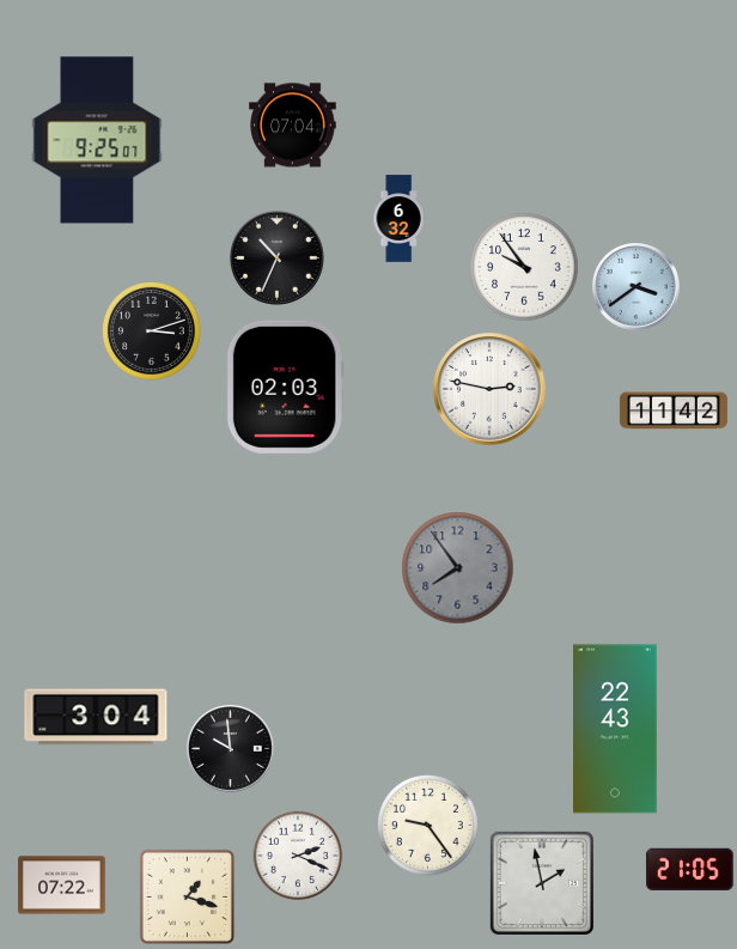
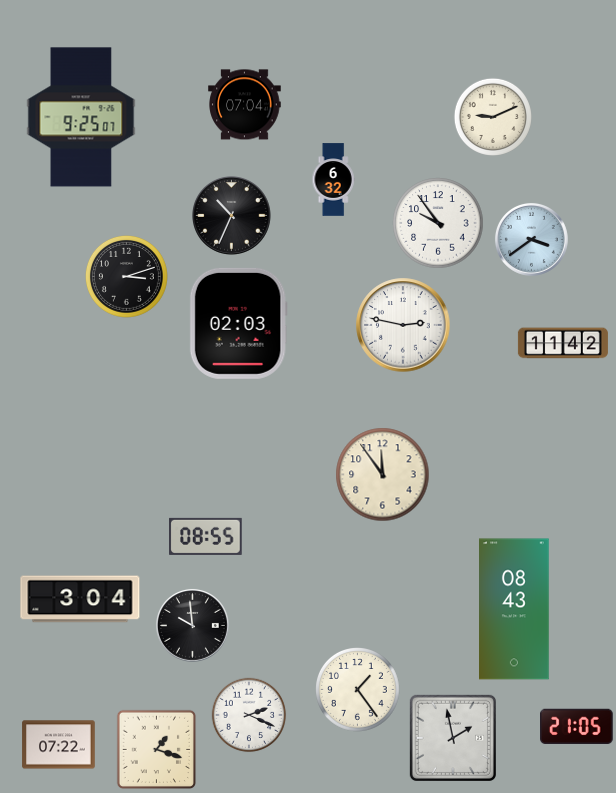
clock at (493, 117): none -> 9:11
clock at (398, 219) position: (398, 219) -> (333, 180)
clock at (489, 389) position: (489, 389) -> (403, 325)
clock at (458, 568): 7:54 -> 11:54
clock at (458, 568) dial: grey -> cream
clock at (206, 536): none -> 08:55
clock at (616, 729): 22:43 -> 08:43
clock at (428, 826): 9:24 -> 1:24
clock at (62, 886) position: (62, 886) -> (59, 745)
